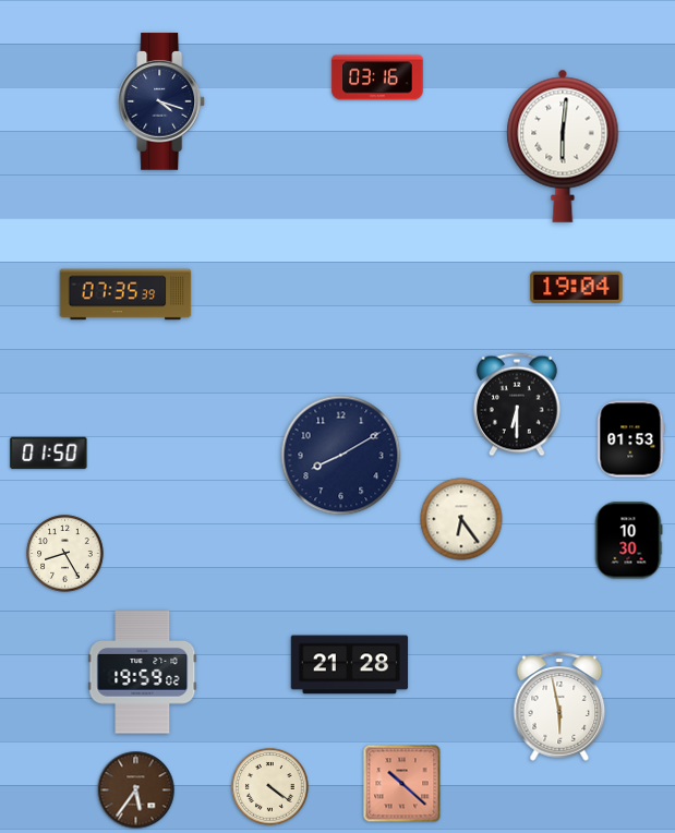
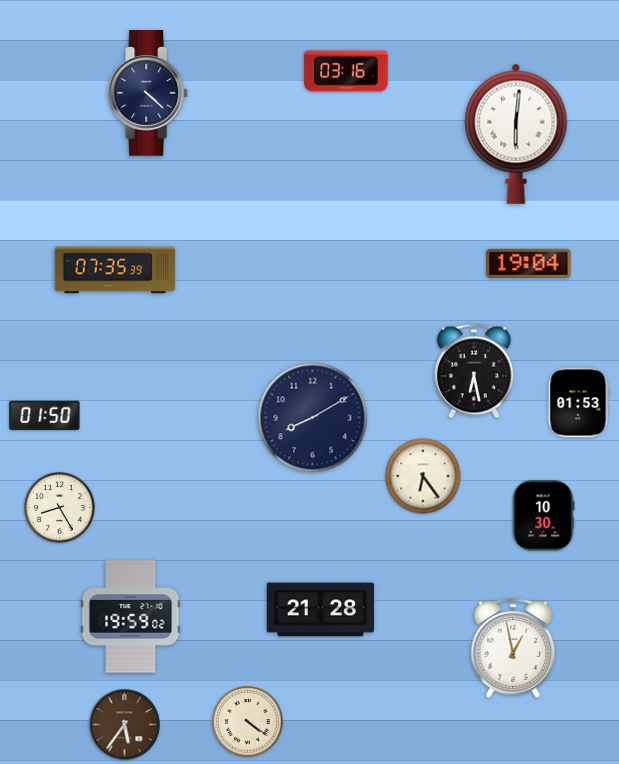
clock at (162, 101): 4:18 -> 4:22
clock at (517, 405): 6:30 -> 6:28
clock at (628, 541) position: (628, 541) -> (543, 516)
clock at (559, 707): 5:58 -> 12:58
clock at (402, 784): 10:22 -> none
